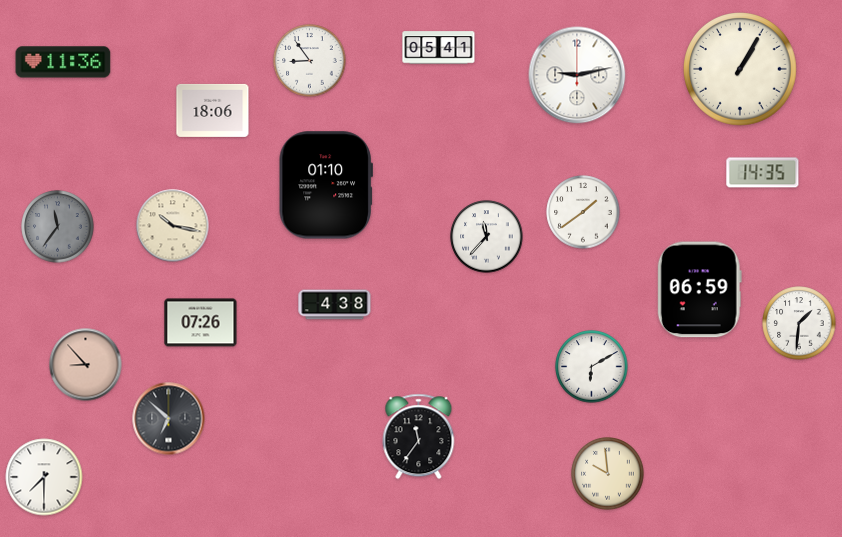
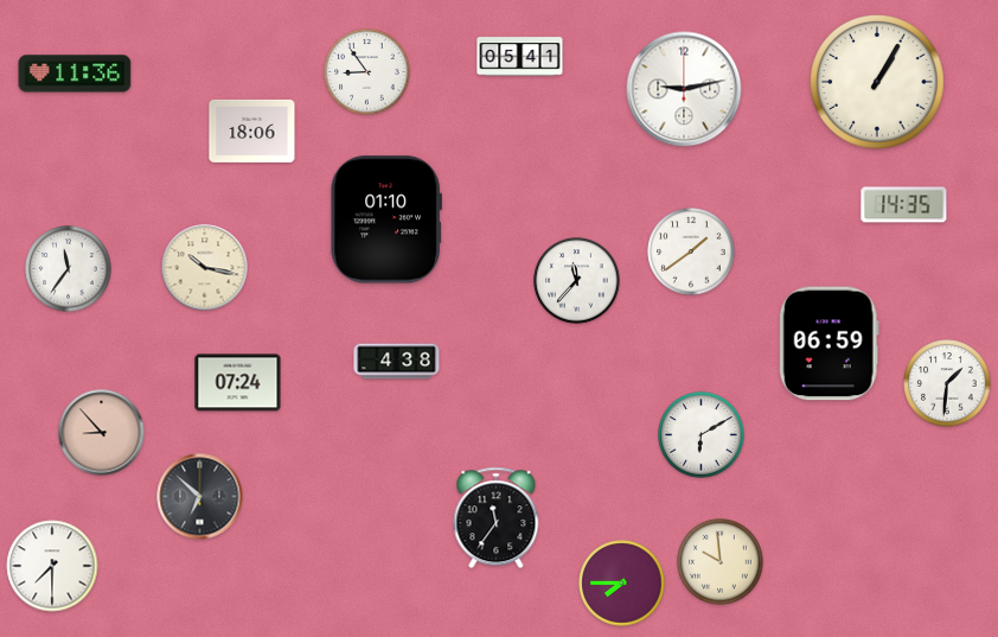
clock at (58, 227) dial: grey -> white
clock at (201, 323): 07:26 -> 07:24
clock at (622, 584): none -> 7:45
